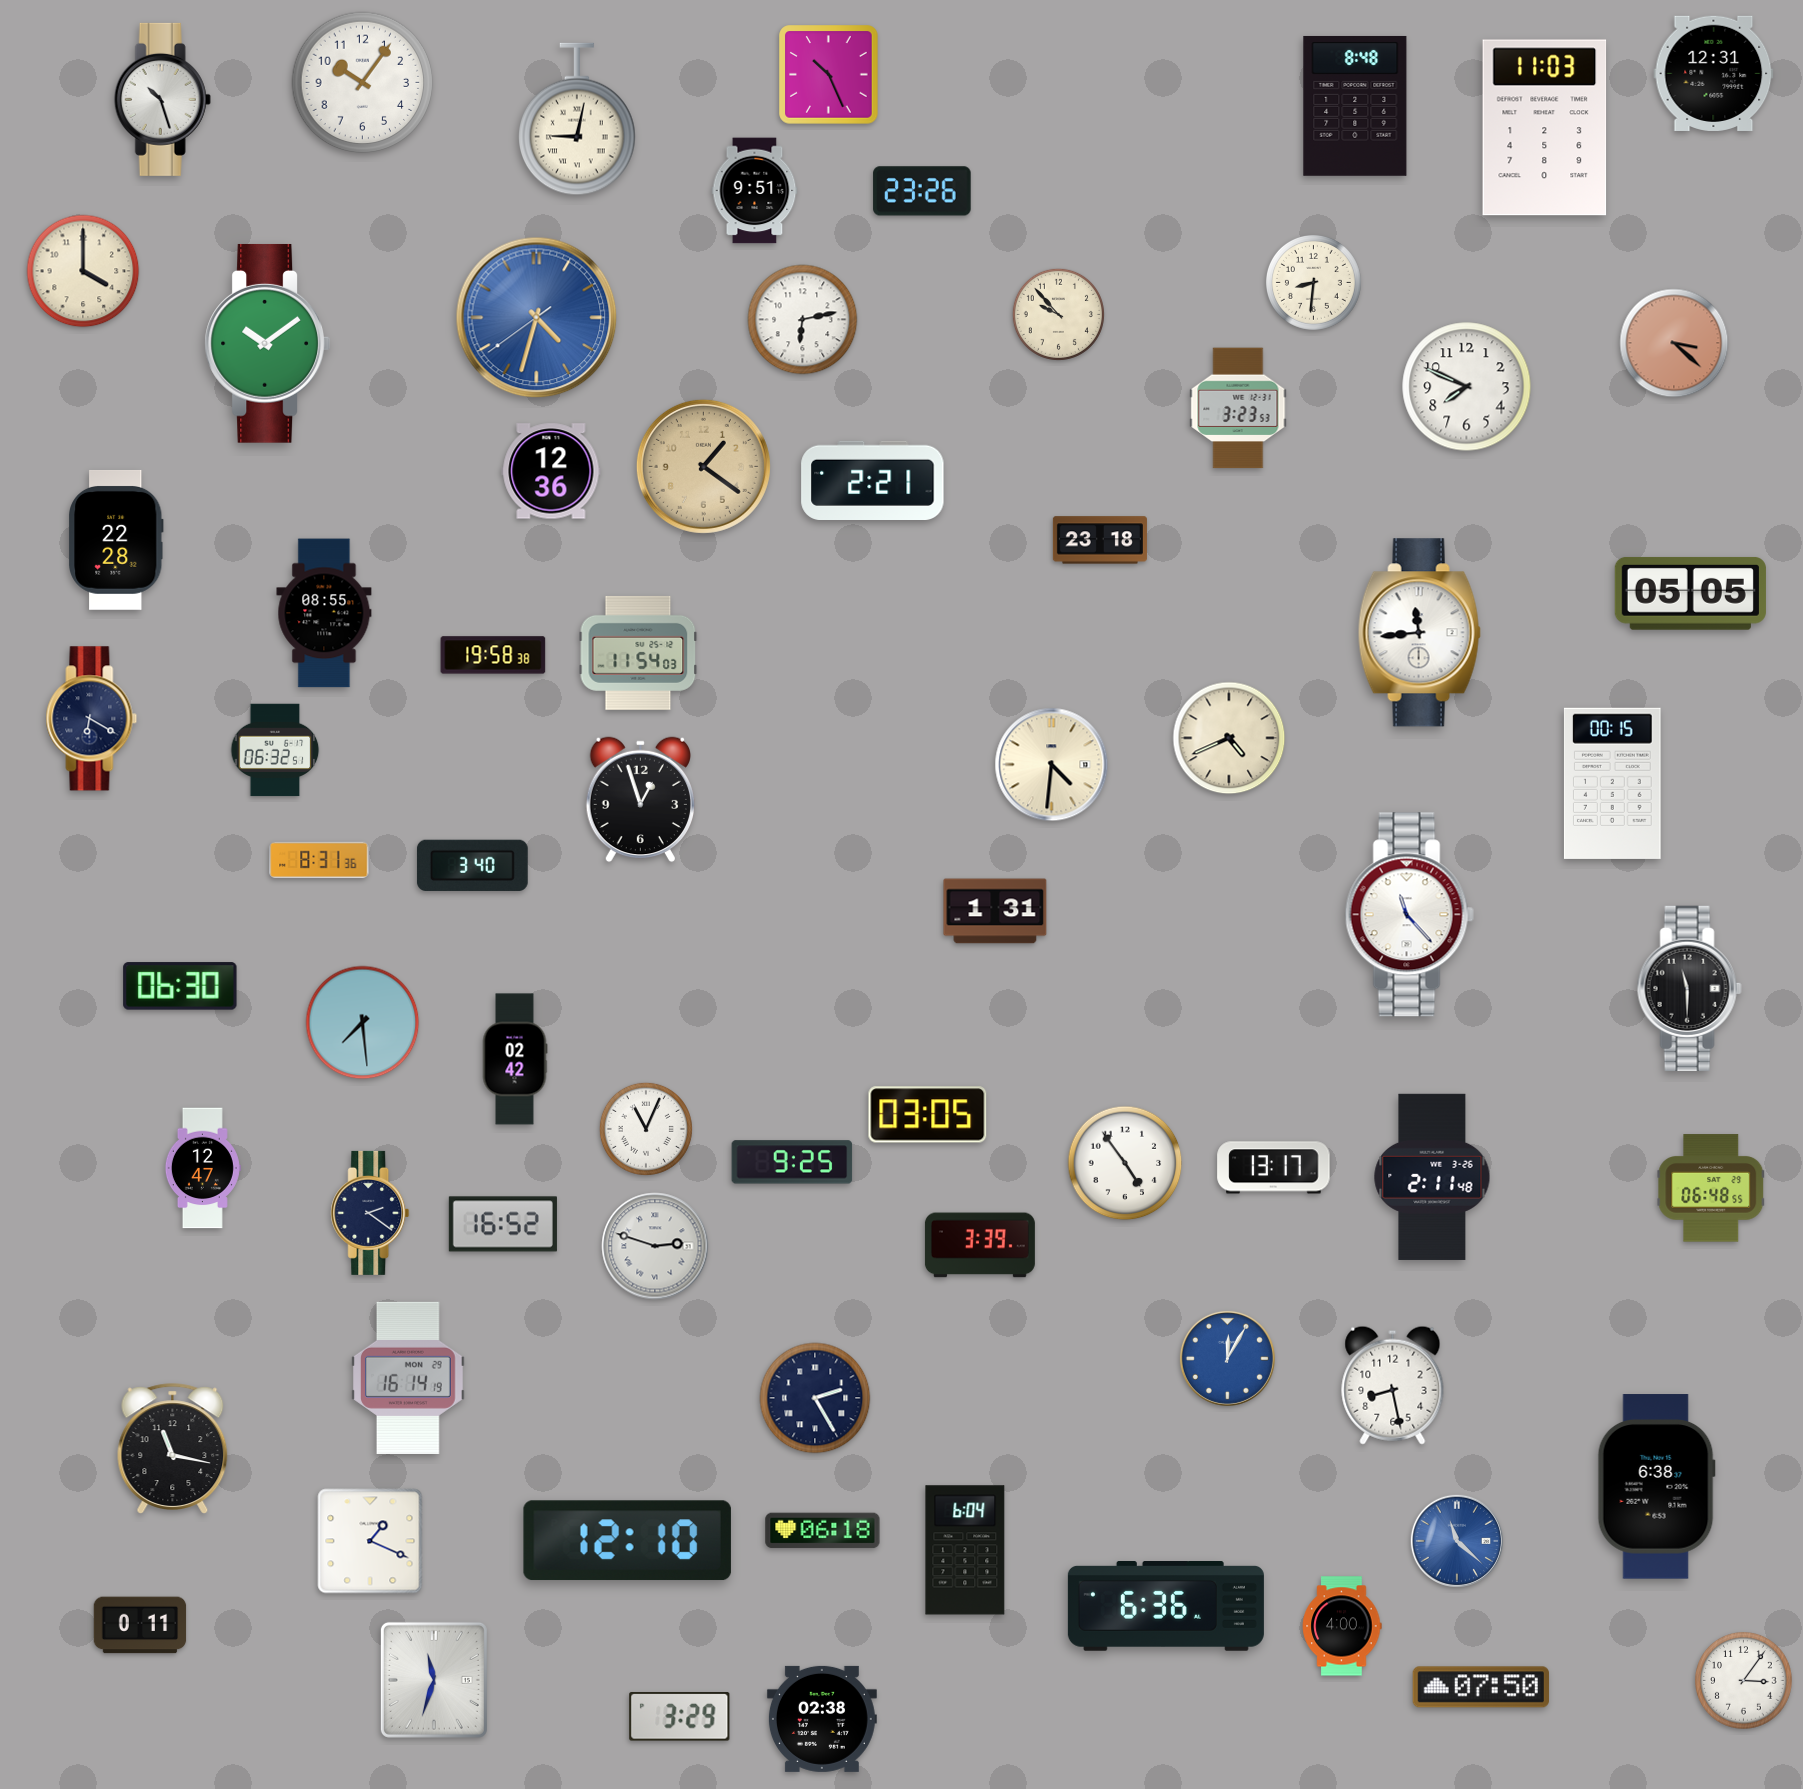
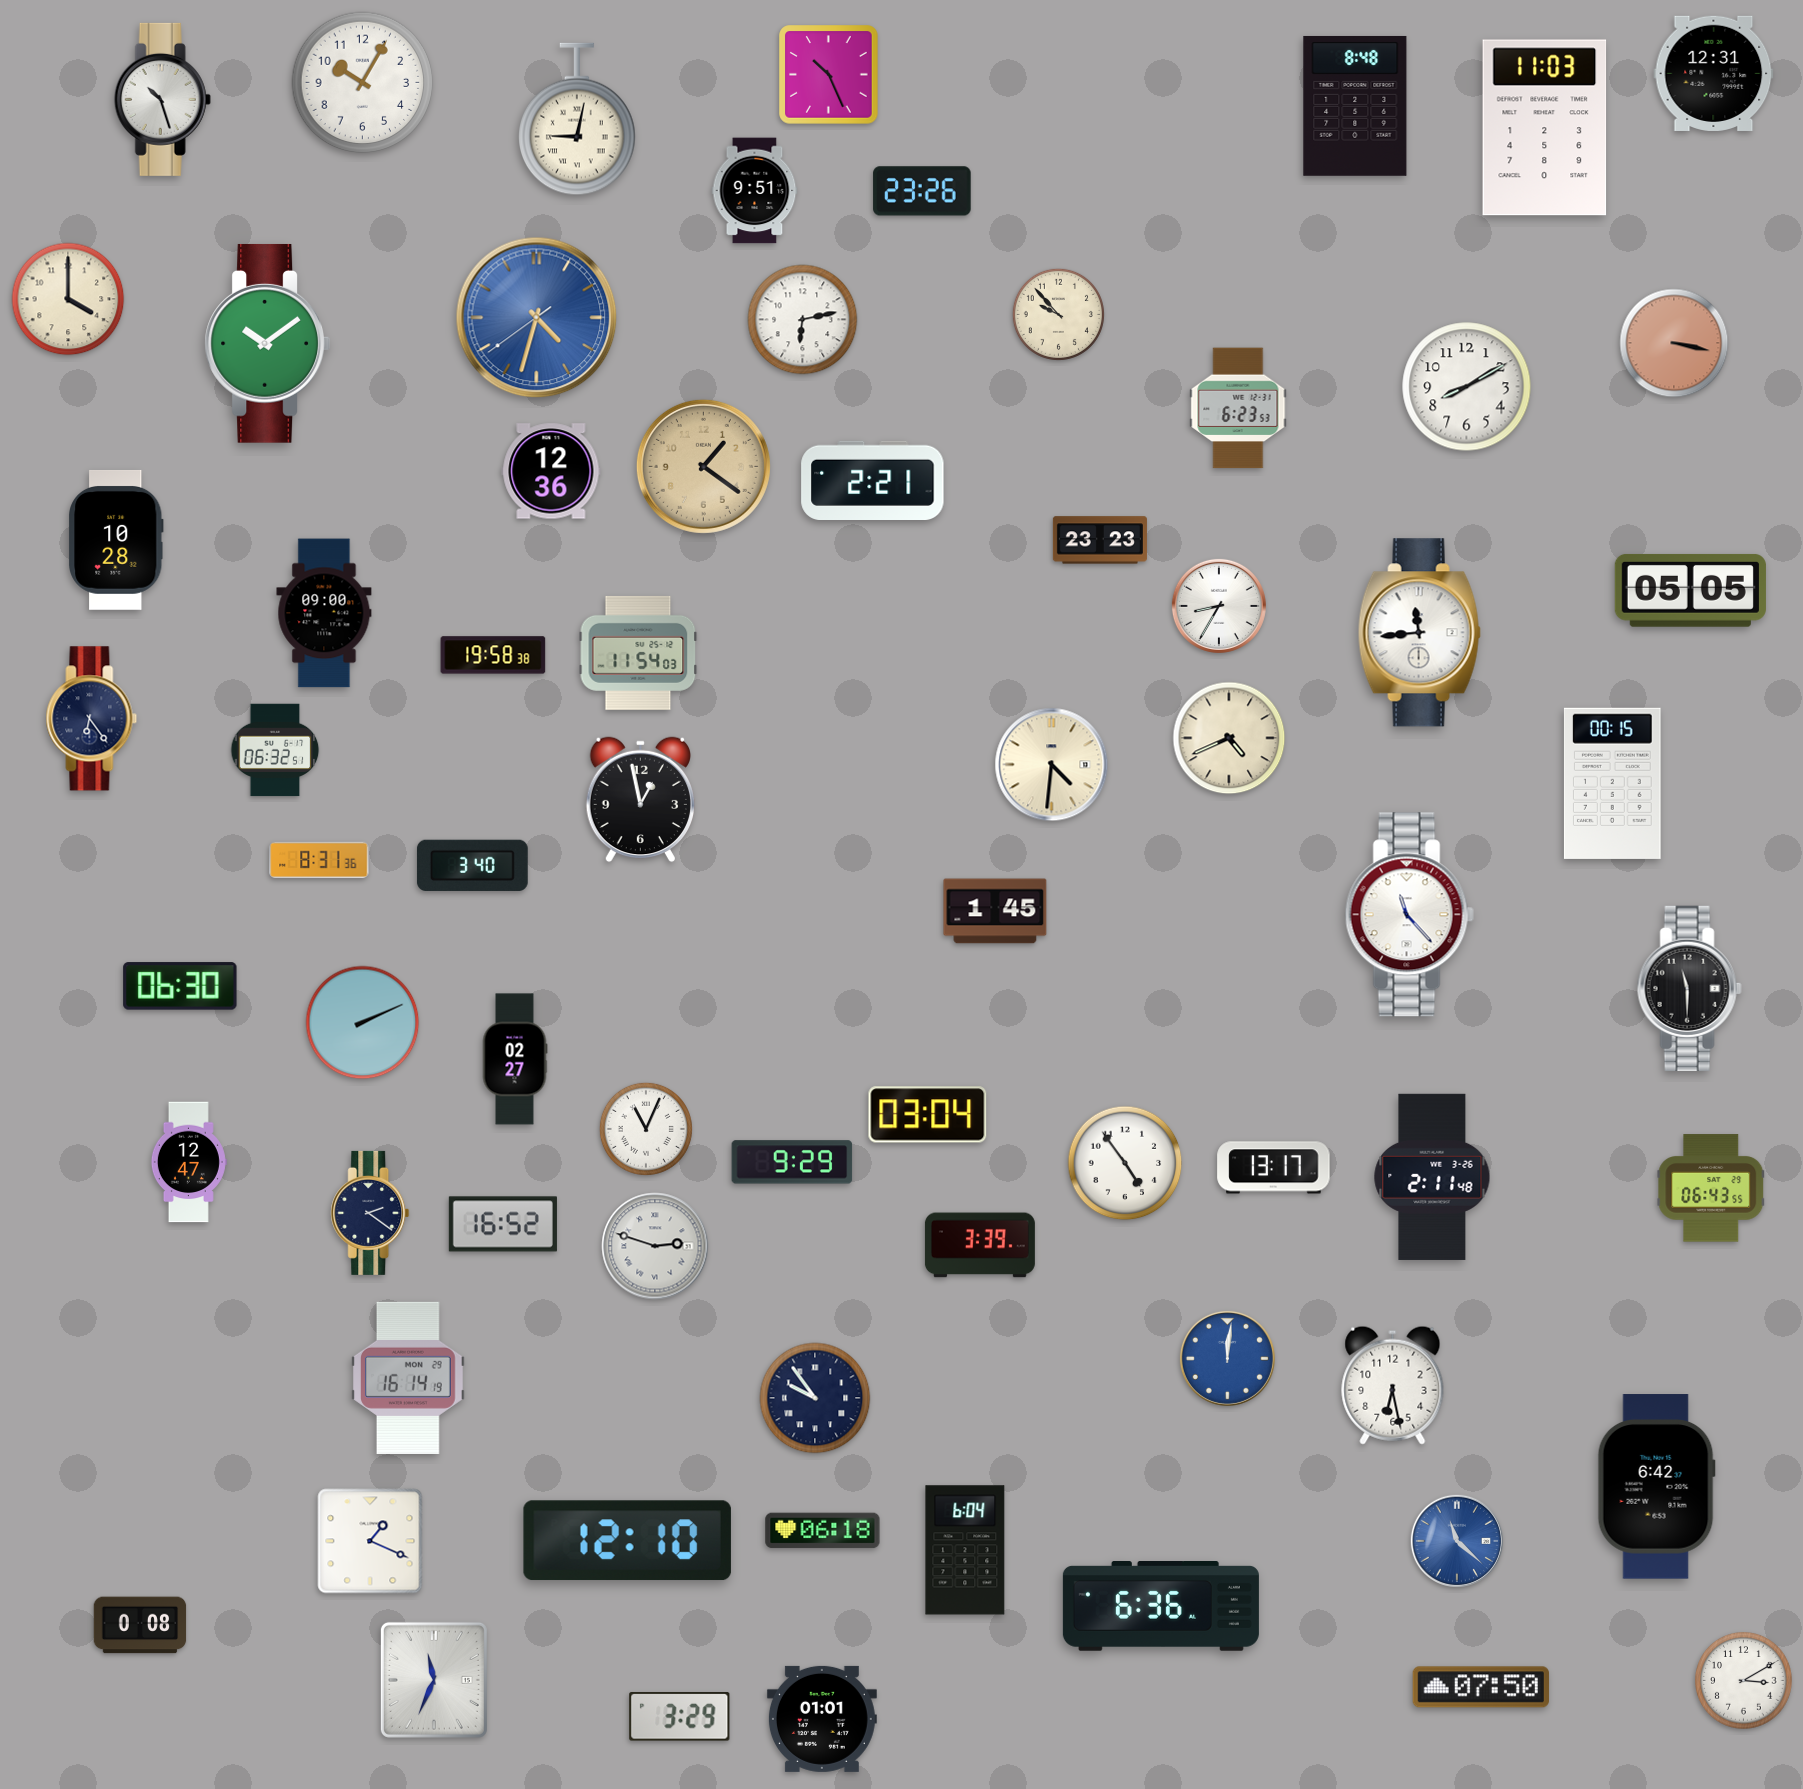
clock at (363, 83): 10:06 -> 10:05
clock at (83, 271) position: (83, 271) -> (68, 299)
clock at (1313, 282): 8:31 -> none
clock at (1674, 343): 3:22 -> 3:17
clock at (1467, 387): 7:49 -> 8:10
clock at (1238, 408): 3:23 -> 6:23
clock at (117, 540): 22:28 -> 10:28
clock at (1100, 540): 23:18 -> 23:23
clock at (1690, 594) position: (1690, 594) -> (1690, 591)
clock at (1219, 606): none -> 8:35
clock at (324, 613): 08:55 -> 09:00
clock at (92, 719): 6:20 -> 6:24
clock at (640, 800): 12:57 -> 12:58
clock at (995, 911): 1:31 -> 1:45
clock at (363, 1023): 7:29 -> 2:11
clock at (515, 1059): 02:42 -> 02:27
clock at (928, 1115): 03:05 -> 03:04
clock at (792, 1162): 9:25 -> 9:29
clock at (203, 1168) position: (203, 1168) -> (189, 1162)
clock at (1711, 1188): 06:48 -> 06:43
clock at (1227, 1358): 12:05 -> 12:01
clock at (1393, 1385): 8:28 -> 6:28
clock at (815, 1398): 2:25 -> 9:54
clock at (173, 1449): 11:17 -> none
clock at (1656, 1487): 6:38 -> 6:42
clock at (1166, 1607) position: (1166, 1607) -> (1161, 1607)
clock at (140, 1625): 0:11 -> 0:08
clock at (1342, 1626): 4:00 -> none
clock at (434, 1680): 11:33 -> 11:34
clock at (1744, 1681): 3:06 -> 3:10
clock at (822, 1719): 02:38 -> 01:01
